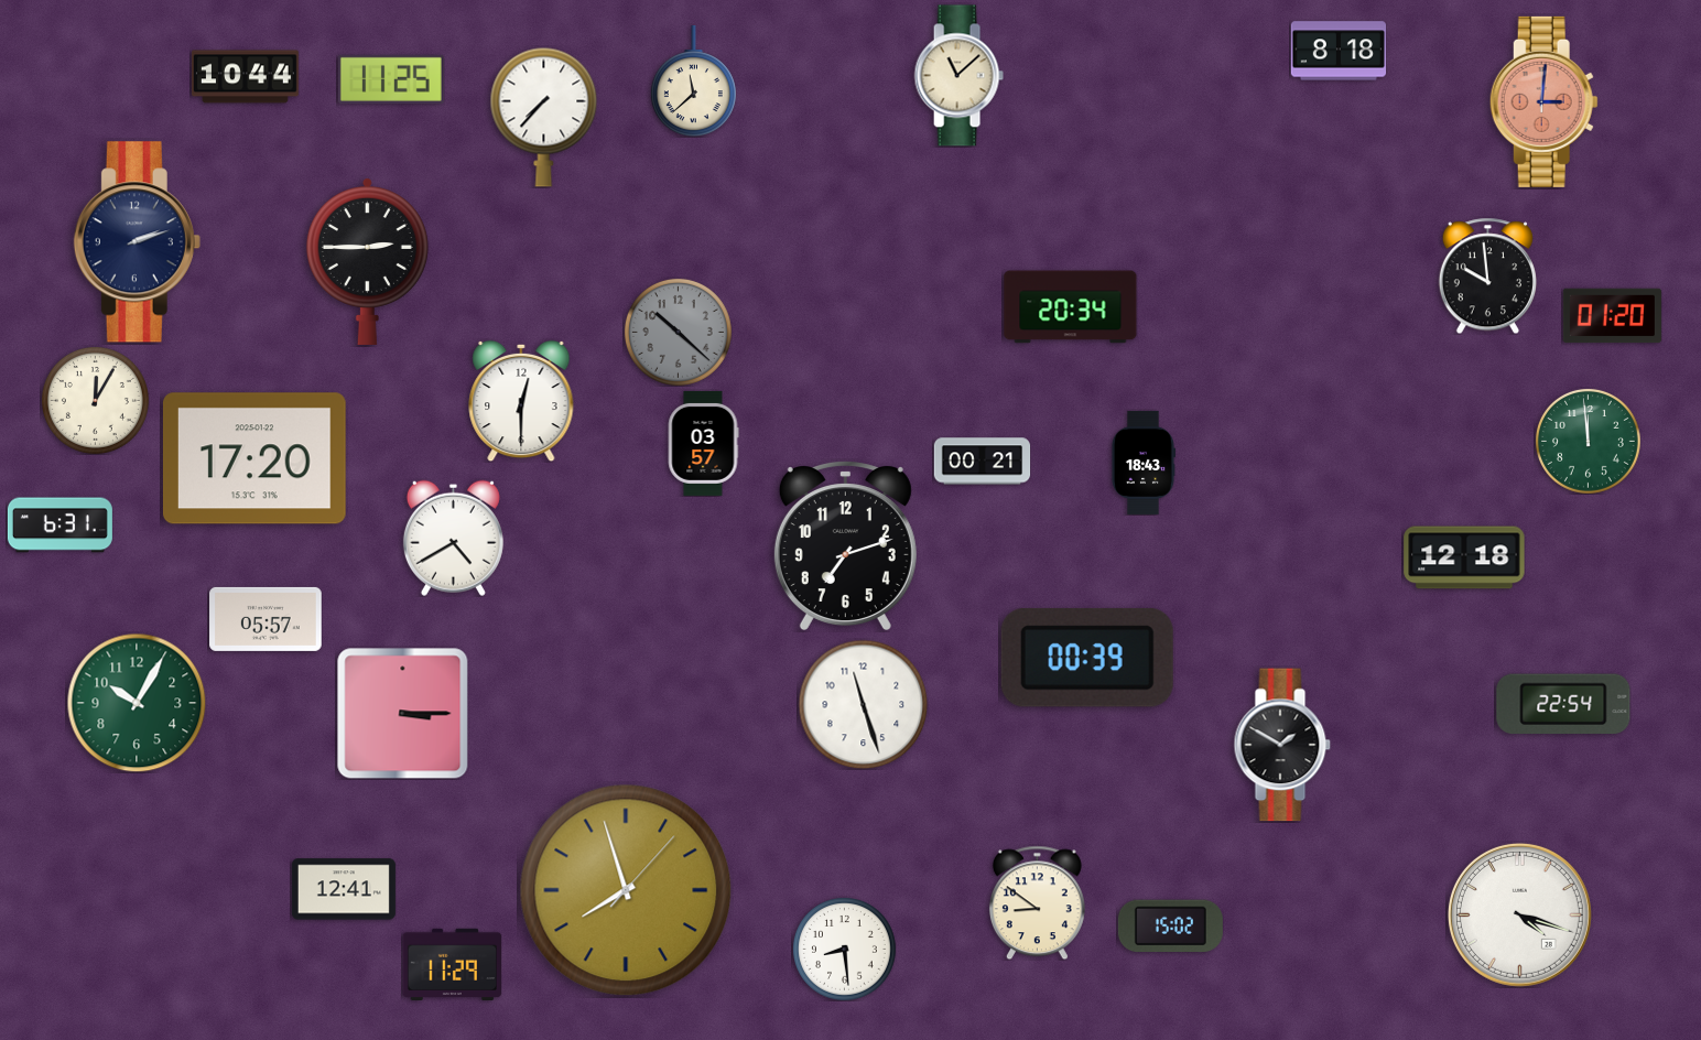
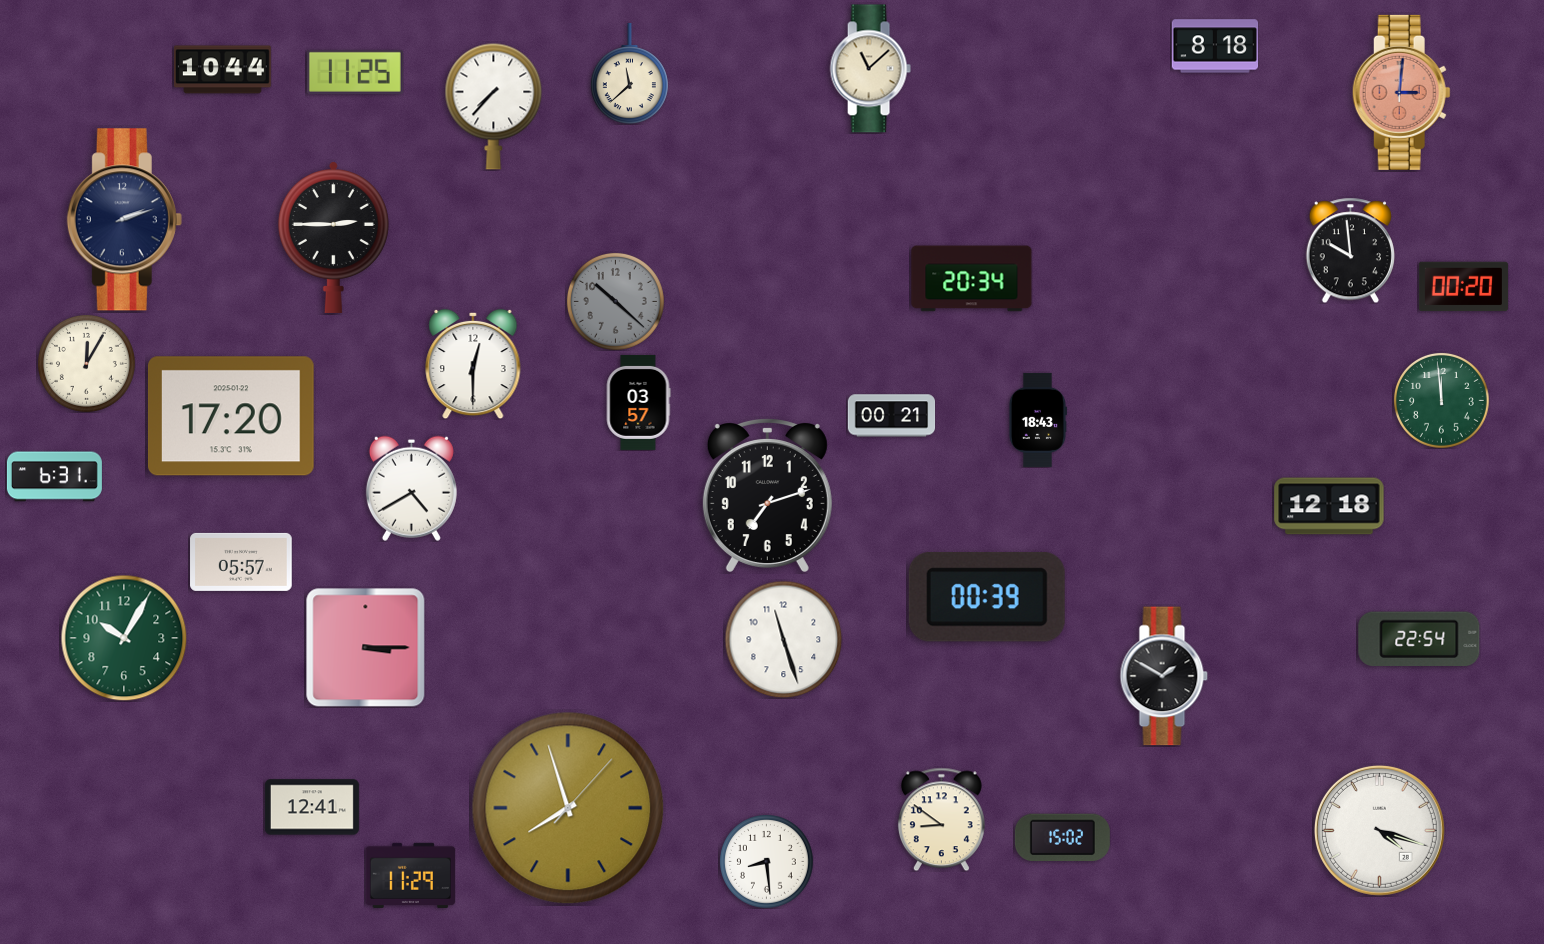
clock at (1612, 316): 01:20 -> 00:20
clock at (982, 462) position: (982, 462) -> (891, 416)
clock at (1170, 927) position: (1170, 927) -> (1062, 838)
